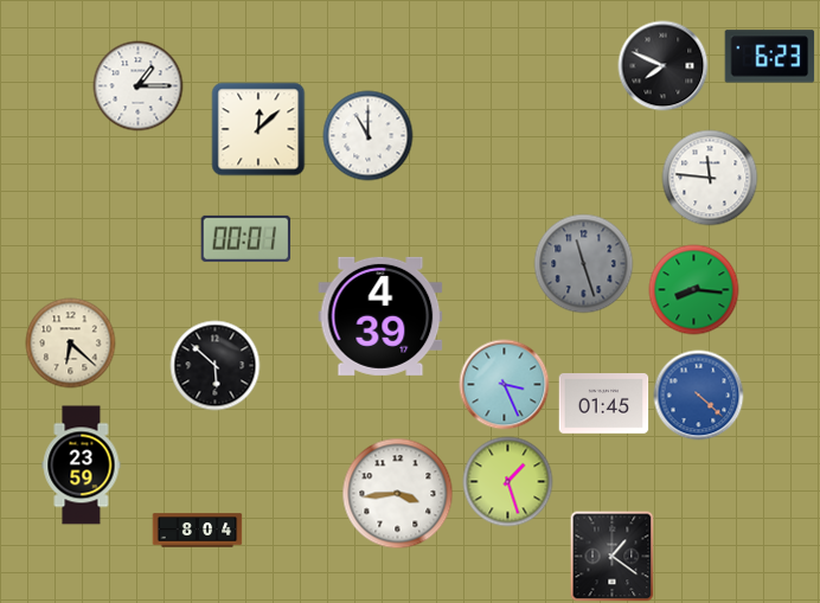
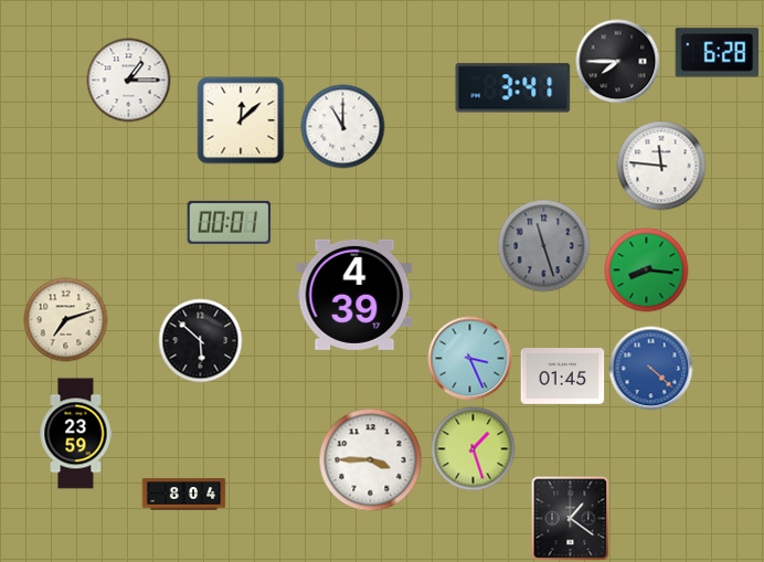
clock at (770, 57): 6:23 -> 6:28
clock at (664, 66): 7:49 -> 7:45
clock at (513, 88): none -> 3:41
clock at (71, 344): 6:22 -> 7:12
clock at (398, 494): 3:44 -> 3:45
